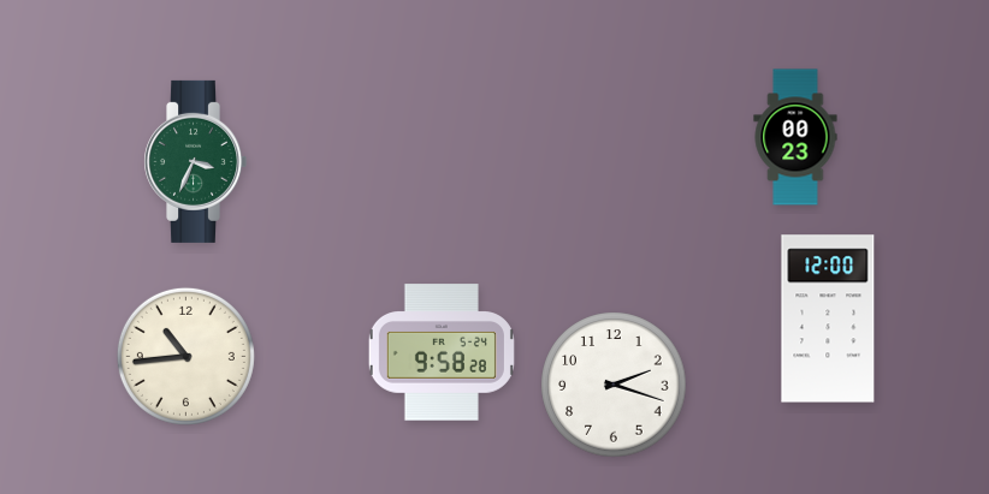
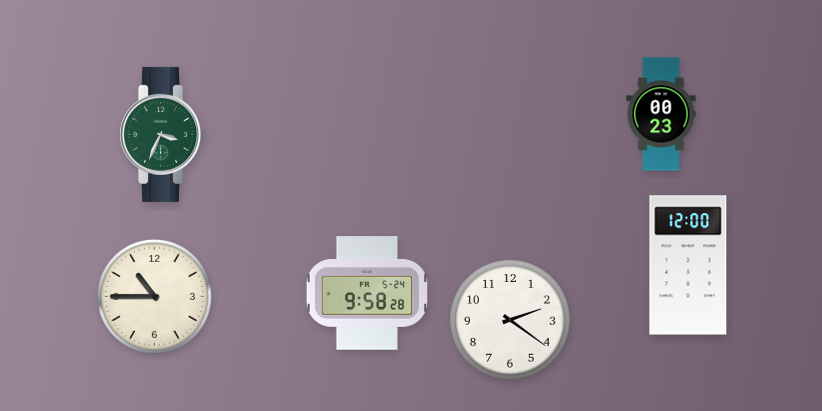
clock at (185, 356): 10:44 -> 10:45
clock at (614, 385): 2:18 -> 2:21
